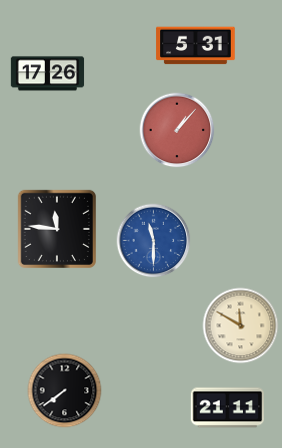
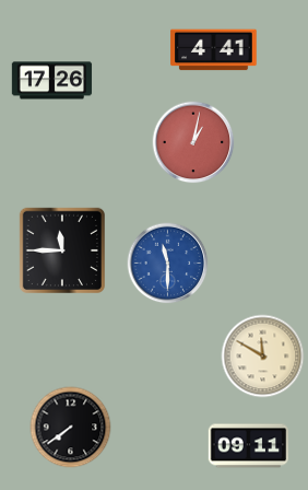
clock at (196, 46): 5:31 -> 4:41
clock at (177, 130): 1:07 -> 1:02
clock at (56, 228): 11:46 -> 11:45
clock at (227, 408): 21:11 -> 09:11
